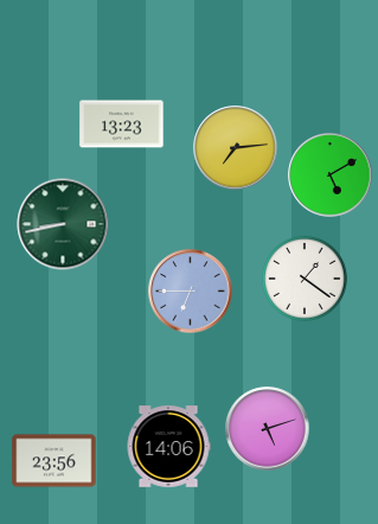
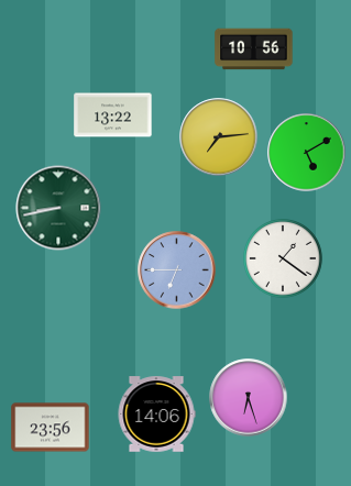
clock at (254, 49): none -> 10:56
clock at (122, 124): 13:23 -> 13:22
clock at (331, 175) position: (331, 175) -> (307, 153)
clock at (268, 429): 5:12 -> 6:27
